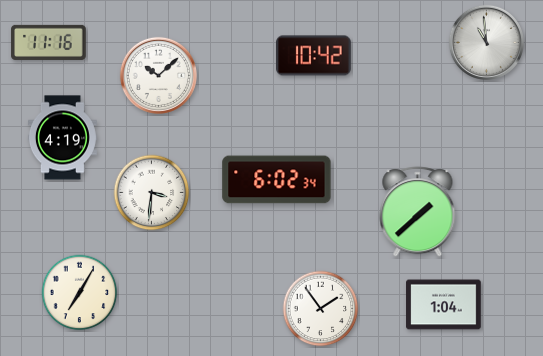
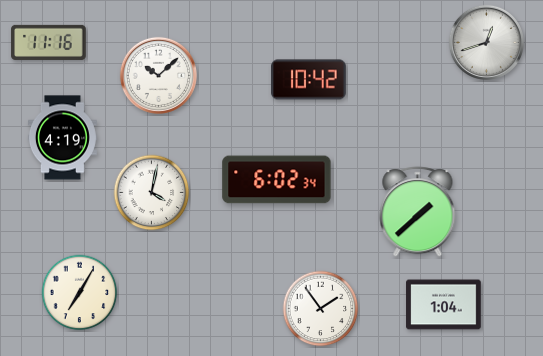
clock at (486, 42): 10:59 -> 12:42
clock at (314, 56) position: (314, 56) -> (309, 80)
clock at (152, 193): 3:31 -> 4:02
